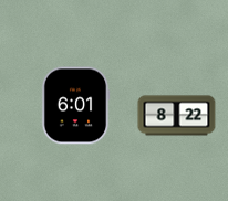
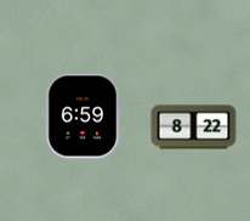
clock at (75, 106): 6:01 -> 6:59
